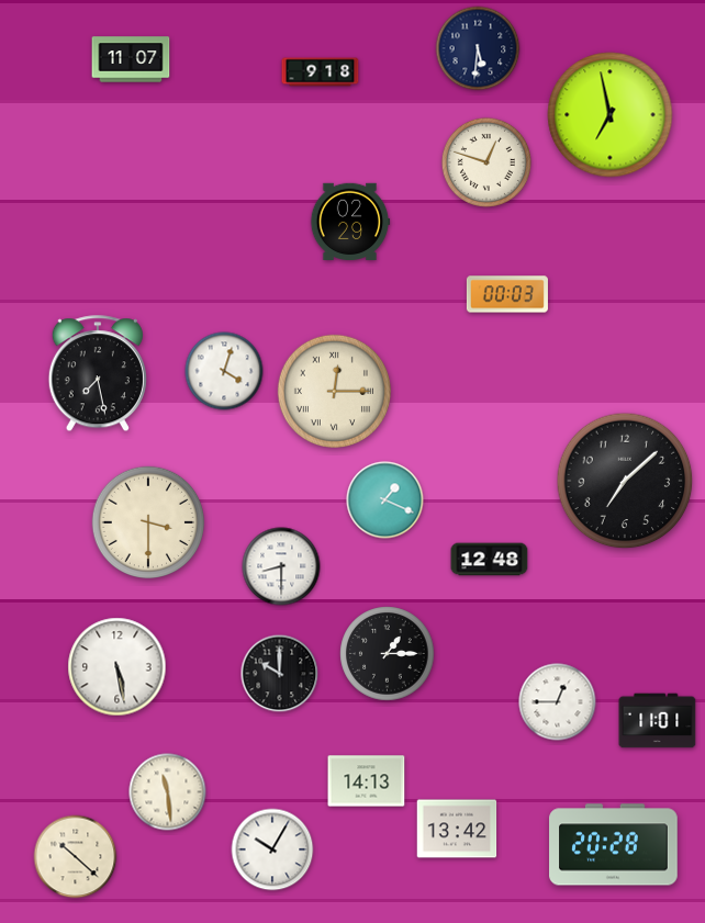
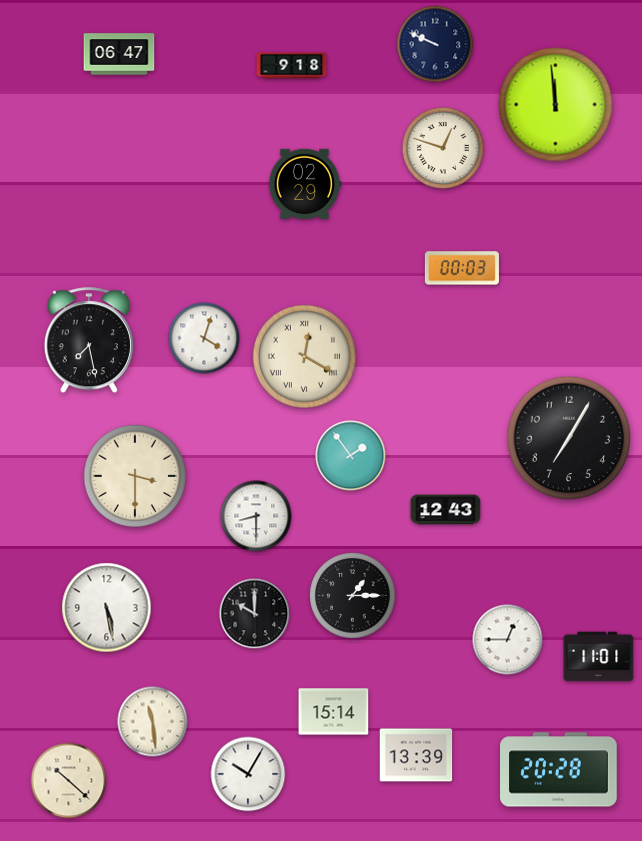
clock at (478, 48): 5:31 -> 9:49
clock at (131, 59): 11:07 -> 06:47
clock at (611, 115): 6:58 -> 11:59
clock at (350, 221) position: (350, 221) -> (305, 183)
clock at (334, 391): 12:15 -> 12:20
clock at (625, 481): 7:08 -> 7:05
clock at (385, 500): 1:19 -> 1:54
clock at (490, 560): 12:48 -> 12:43
clock at (367, 781): 14:13 -> 15:14
clock at (457, 829): 13:42 -> 13:39
